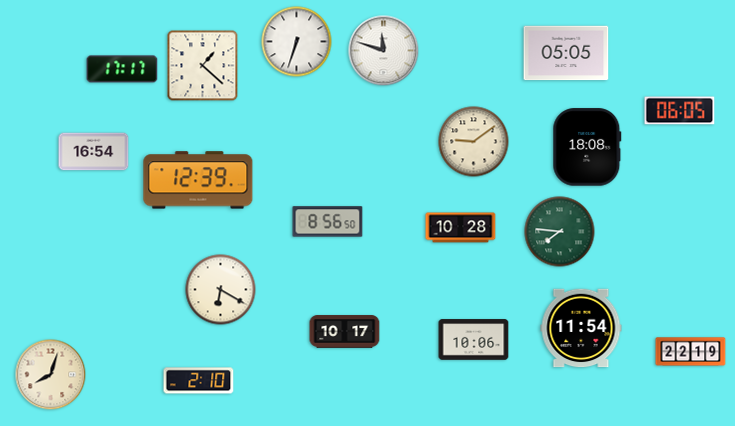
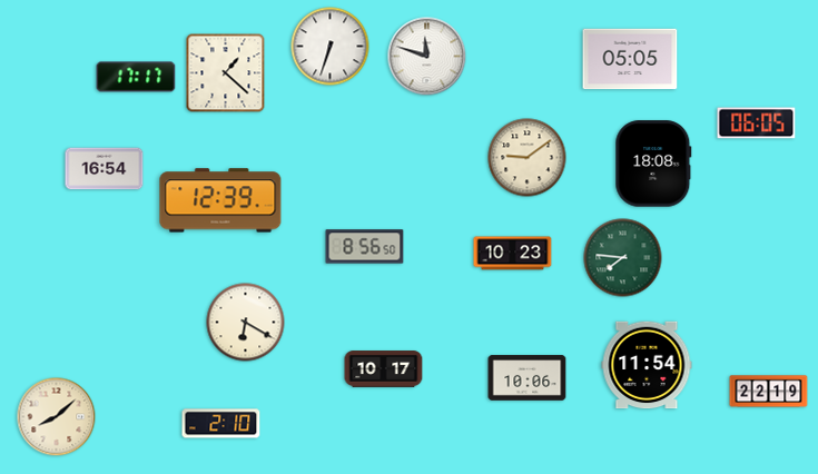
clock at (461, 228): 10:28 -> 10:23
clock at (51, 375): 8:03 -> 8:08
